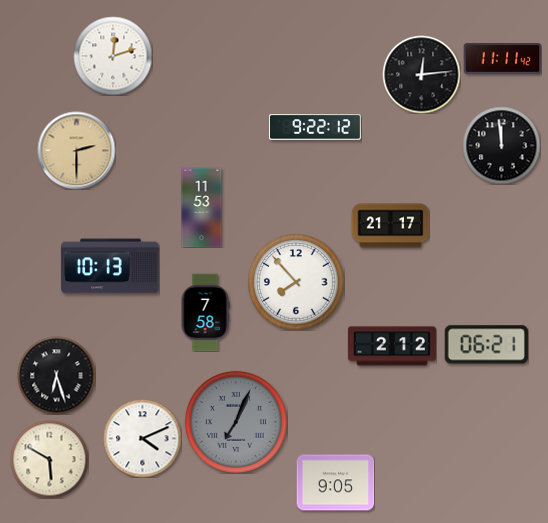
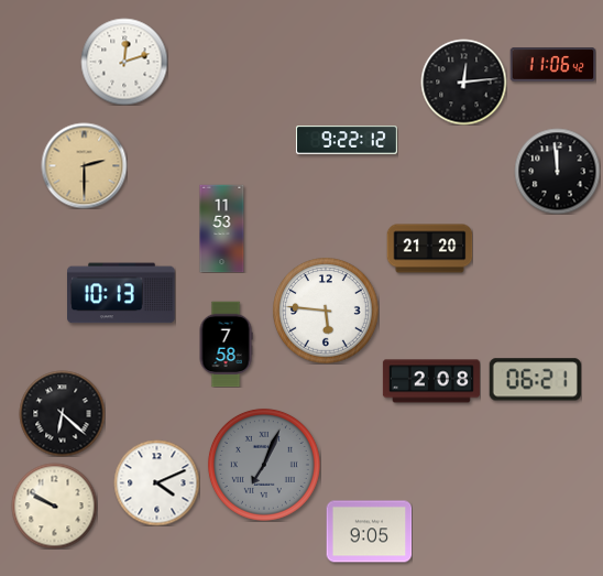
clock at (502, 59): 11:11 -> 11:06
clock at (501, 145) position: (501, 145) -> (557, 171)
clock at (390, 226): 21:17 -> 21:20
clock at (296, 282): 7:53 -> 5:46
clock at (392, 346): 2:12 -> 2:08
clock at (56, 375): 6:27 -> 6:22
clock at (236, 422) position: (236, 422) -> (264, 465)
clock at (49, 459): 5:50 -> 9:50
